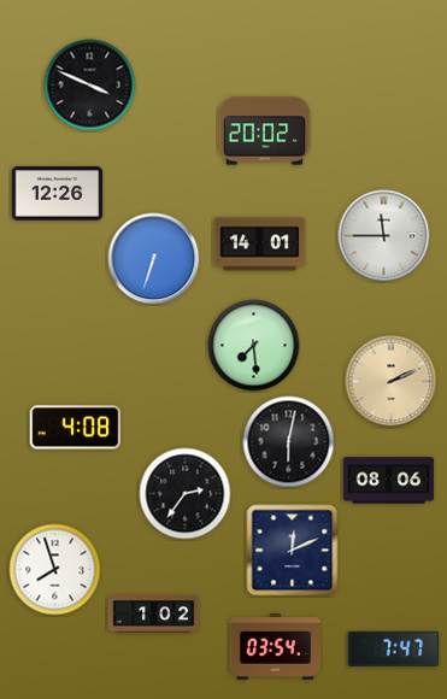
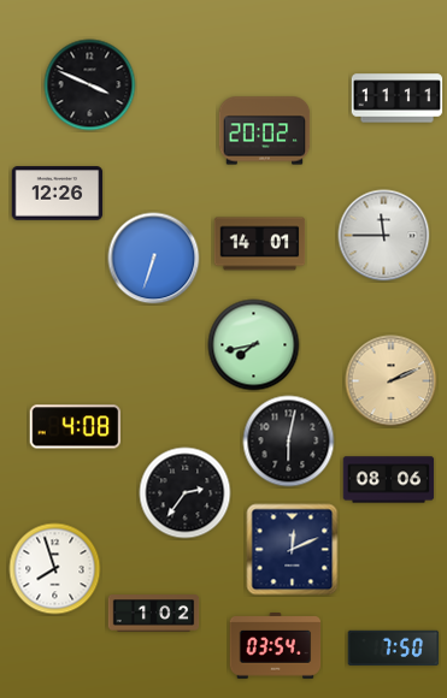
clock at (398, 99): none -> 11:11
clock at (254, 346): 7:29 -> 7:43
clock at (394, 648): 7:47 -> 7:50
